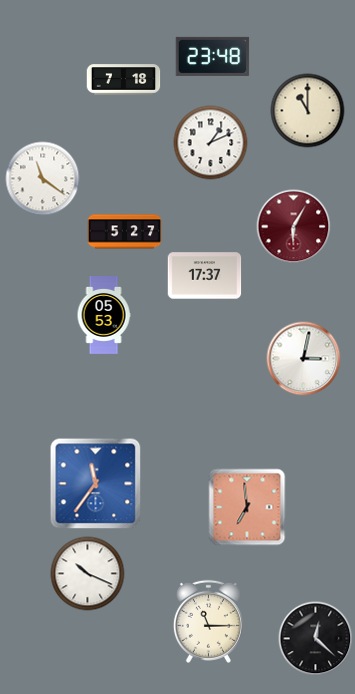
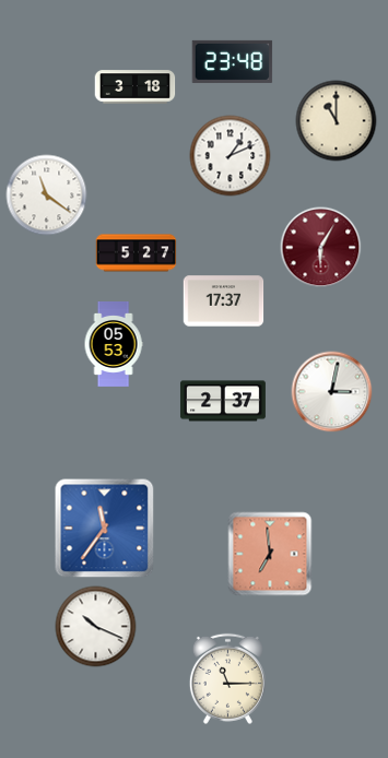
clock at (124, 80): 7:18 -> 3:18
clock at (223, 401): none -> 2:37
clock at (316, 639): 12:22 -> none
